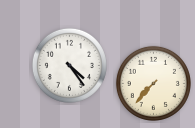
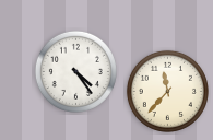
clock at (153, 83): 7:37 -> 11:37
